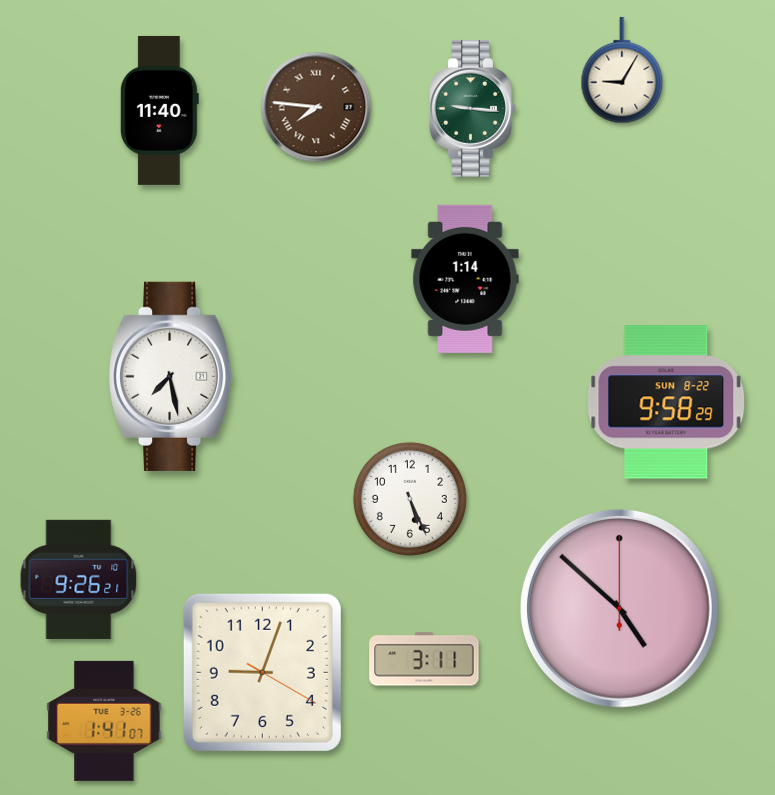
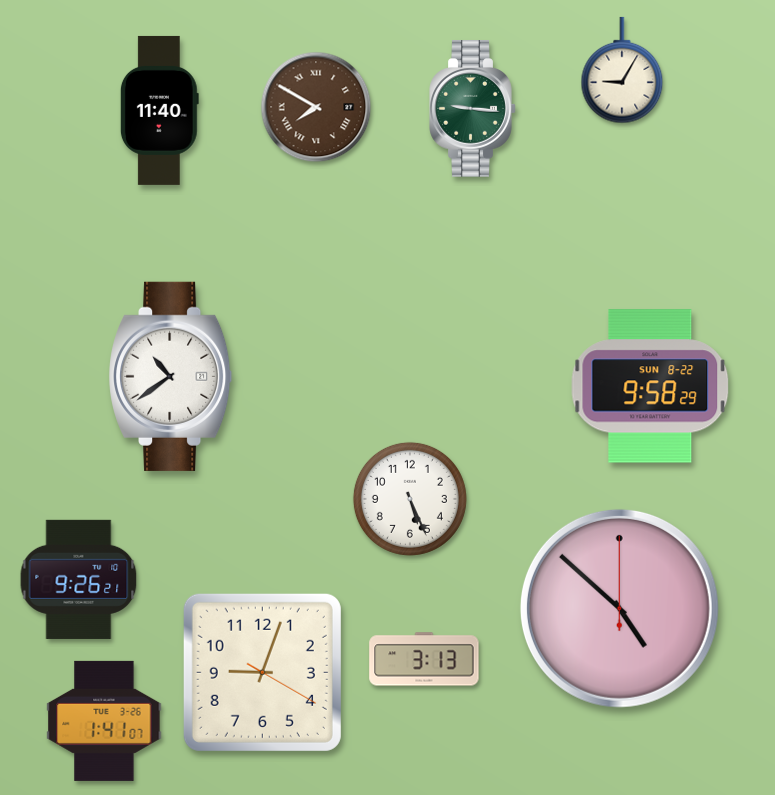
clock at (316, 107): 7:46 -> 7:50
clock at (465, 279): 1:14 -> none
clock at (171, 376): 7:28 -> 10:39
clock at (666, 402) position: (666, 402) -> (650, 386)
clock at (424, 659): 3:11 -> 3:13
